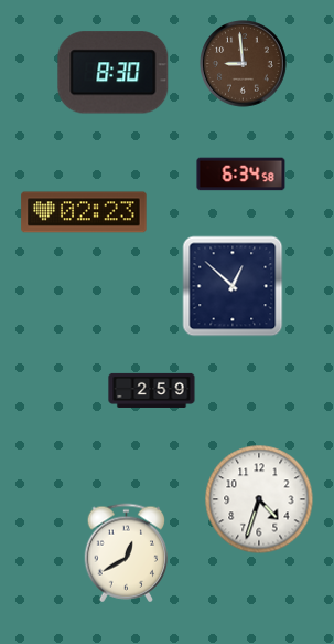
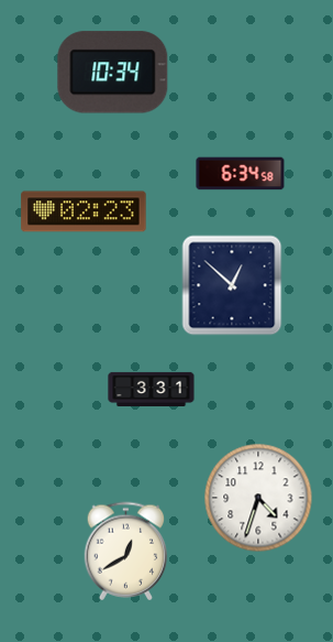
clock at (244, 64): 8:59 -> none
clock at (114, 73): 8:30 -> 10:34
clock at (152, 390): 2:59 -> 3:31
